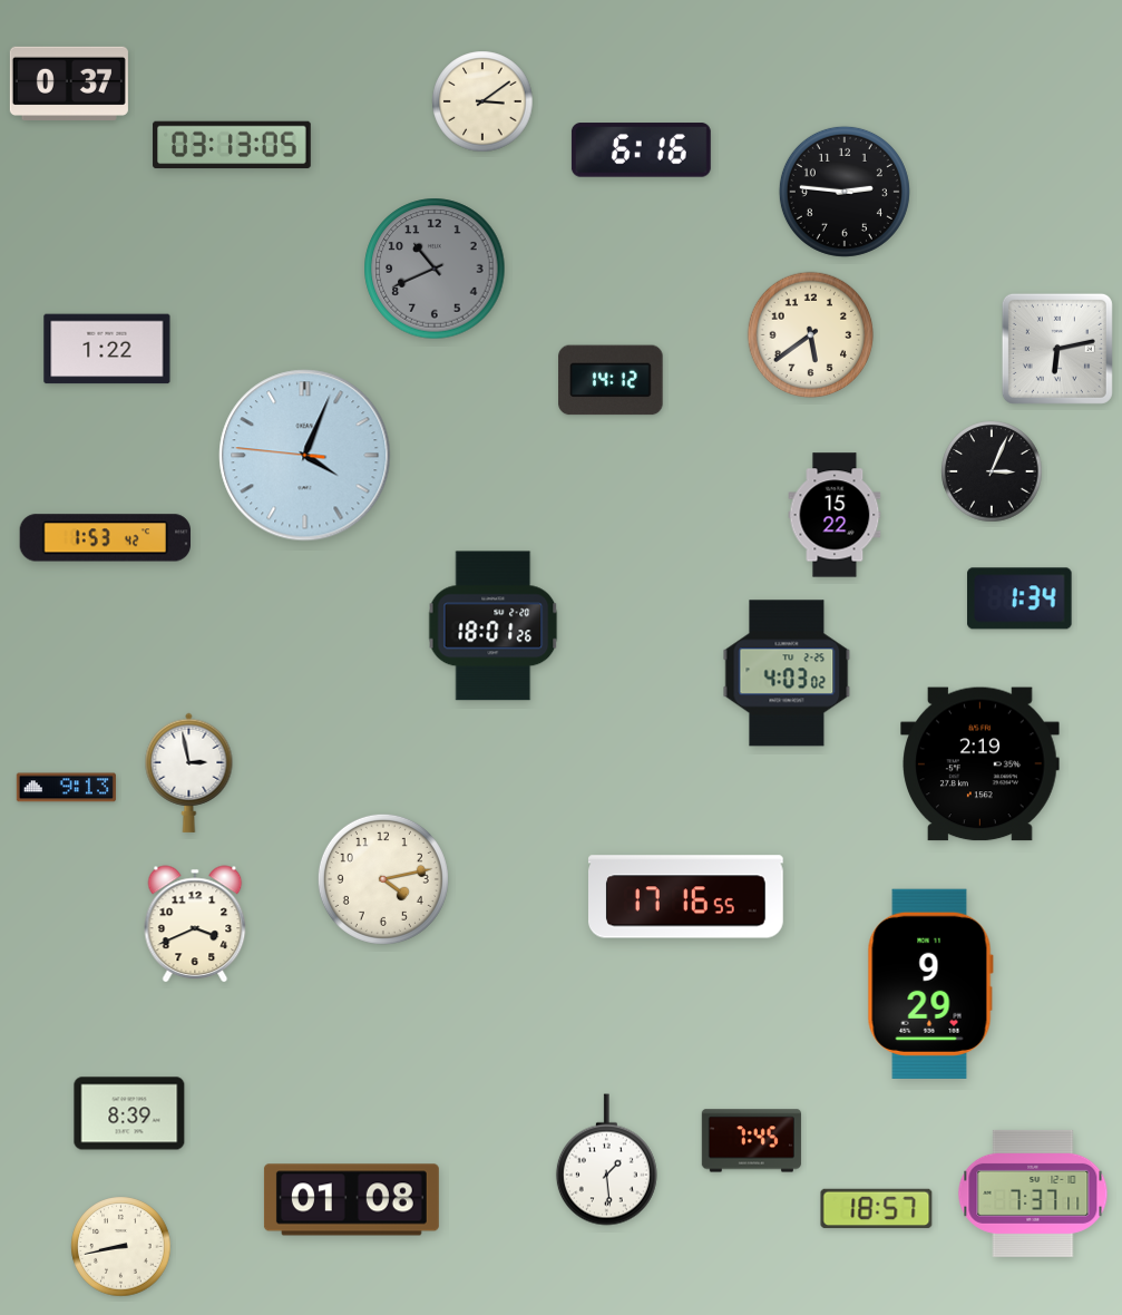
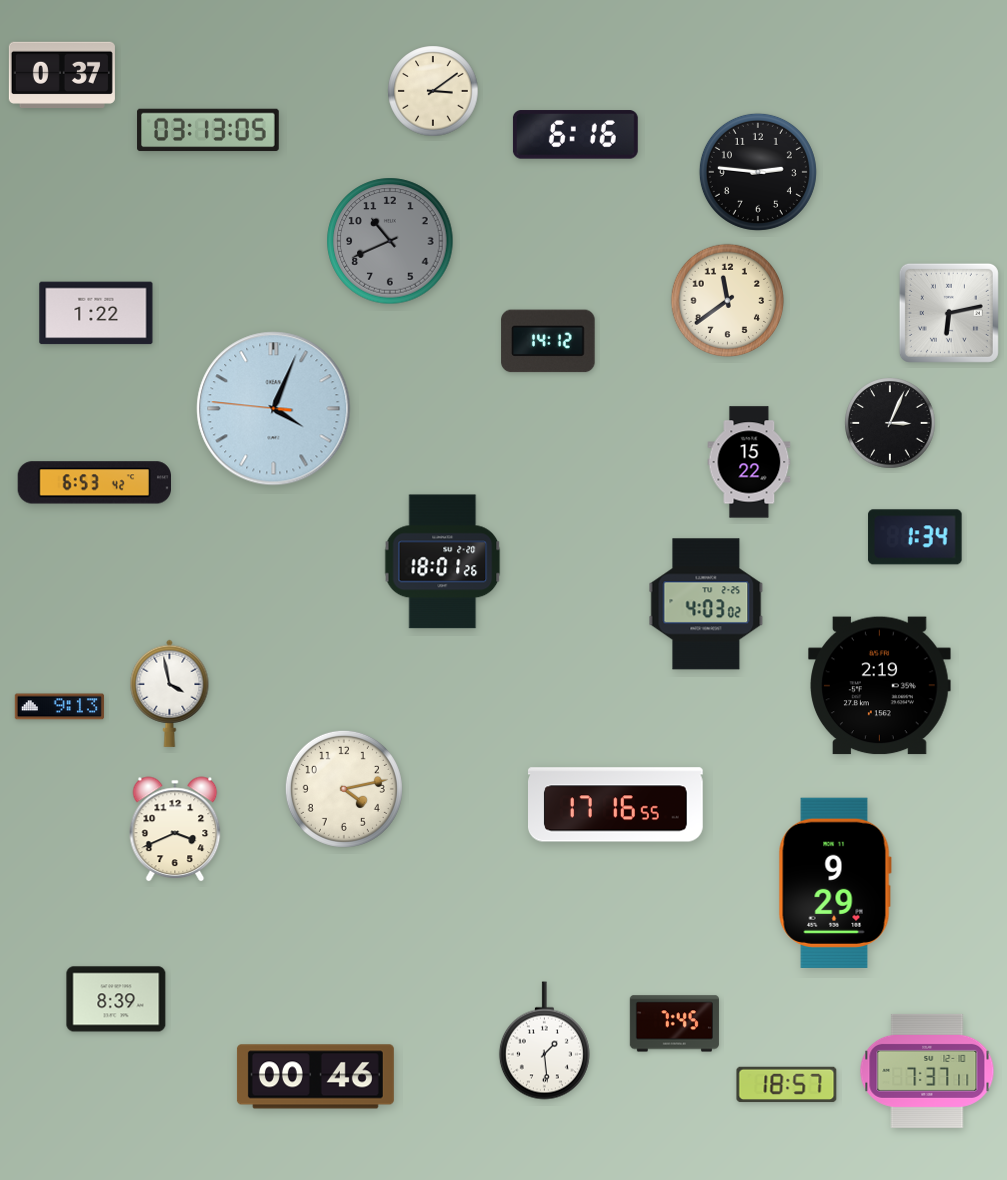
clock at (811, 335): 5:39 -> 11:39
clock at (105, 538): 1:53 -> 6:53
clock at (189, 772): 2:58 -> 3:58
clock at (351, 1200): 01:08 -> 00:46
clock at (121, 1247): 8:43 -> none
